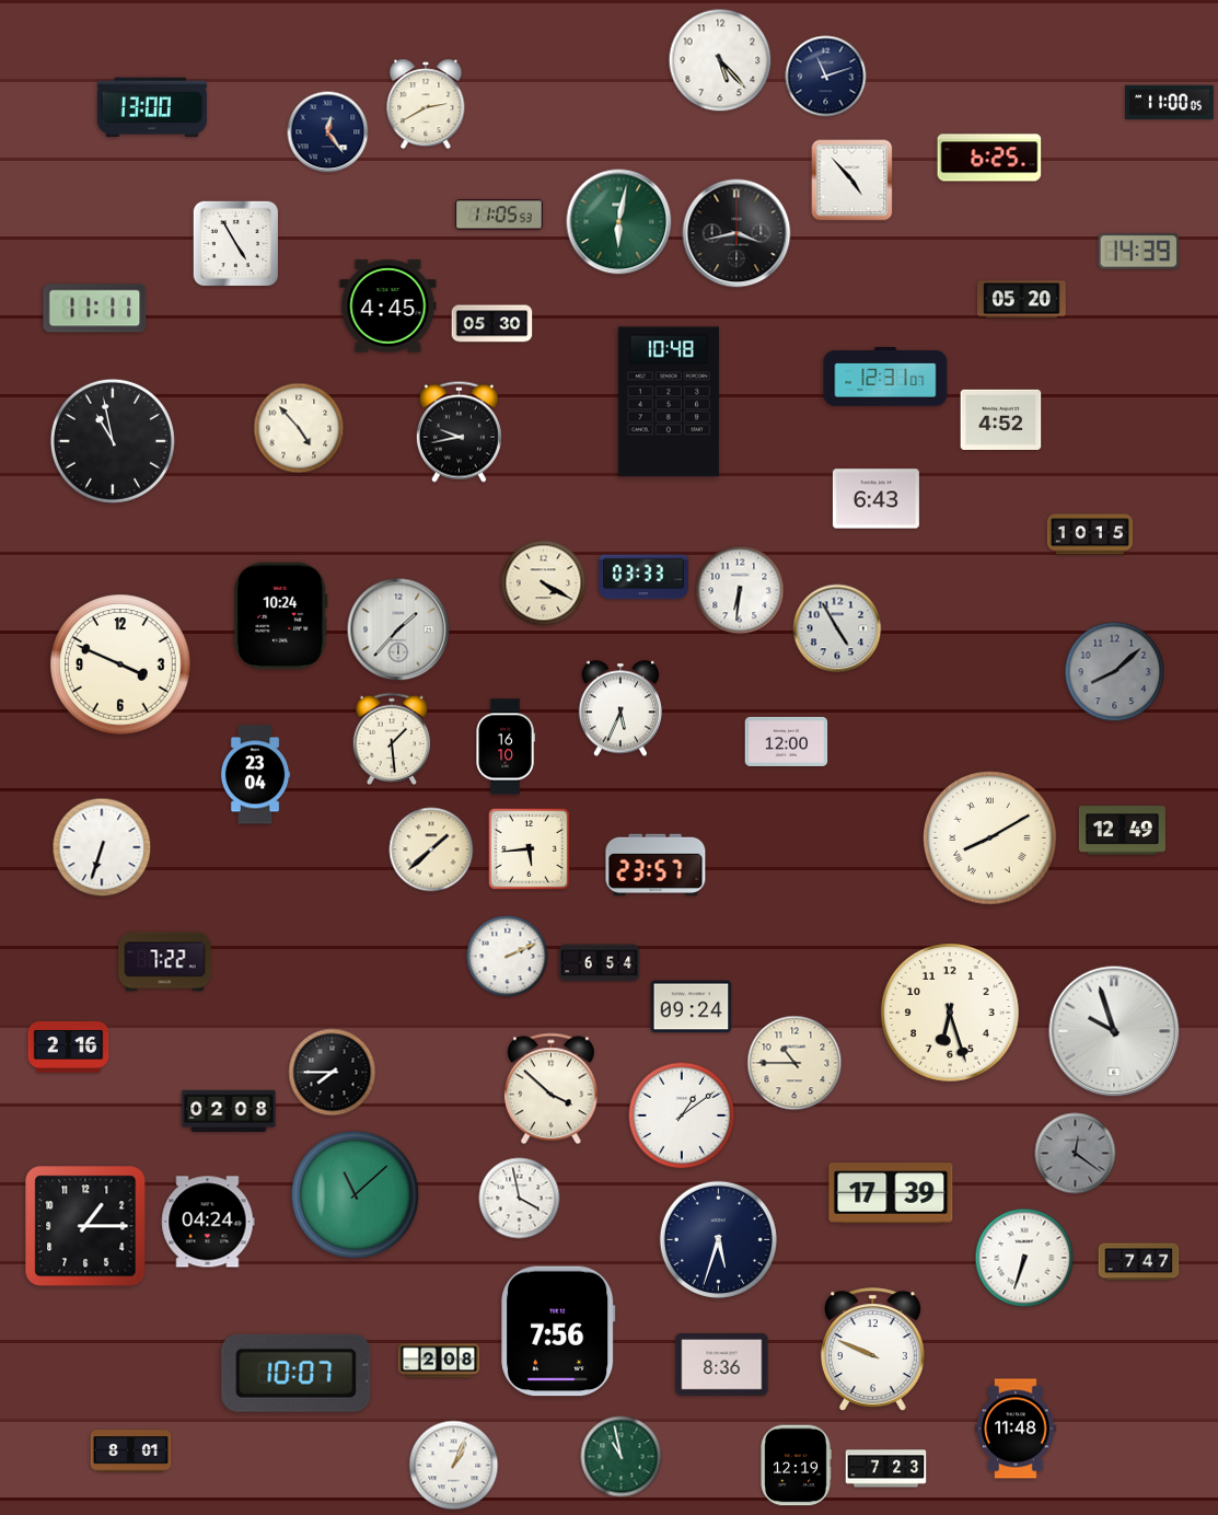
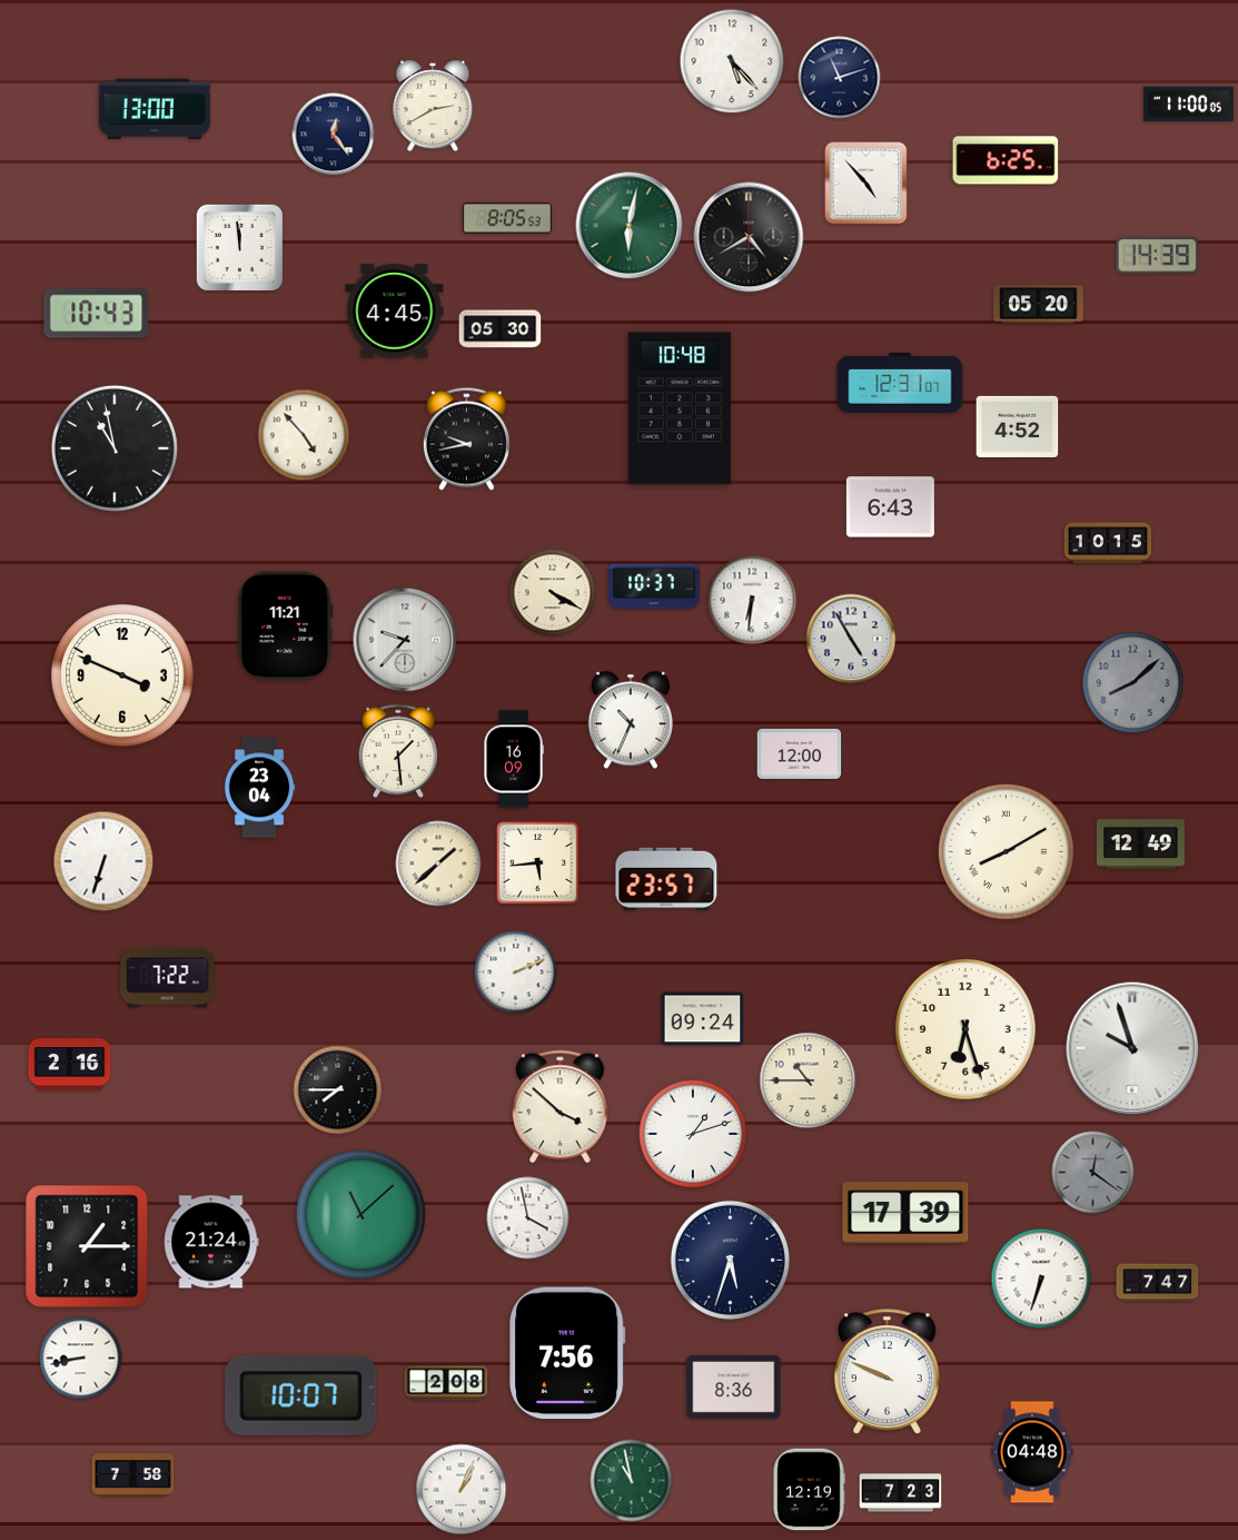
clock at (499, 215): 11:05 -> 8:05
clock at (736, 233): 3:43 -> 4:40
clock at (235, 243): 4:55 -> 11:59
clock at (95, 309): 11:11 -> 10:43
clock at (643, 577): 03:33 -> 10:37
clock at (281, 616): 10:24 -> 11:21
clock at (398, 629): 1:37 -> 9:37
clock at (620, 708): 5:34 -> 10:34
clock at (506, 747): 16:10 -> 16:09
clock at (600, 963): 6:54 -> none
clock at (692, 1007) position: (692, 1007) -> (703, 1019)
clock at (229, 1110): 02:08 -> none
clock at (682, 1115): 1:09 -> 1:12
clock at (208, 1222): 04:24 -> 21:24
clock at (81, 1359): none -> 8:43
clock at (1016, 1429): 11:48 -> 04:48
clock at (131, 1452): 8:01 -> 7:58
